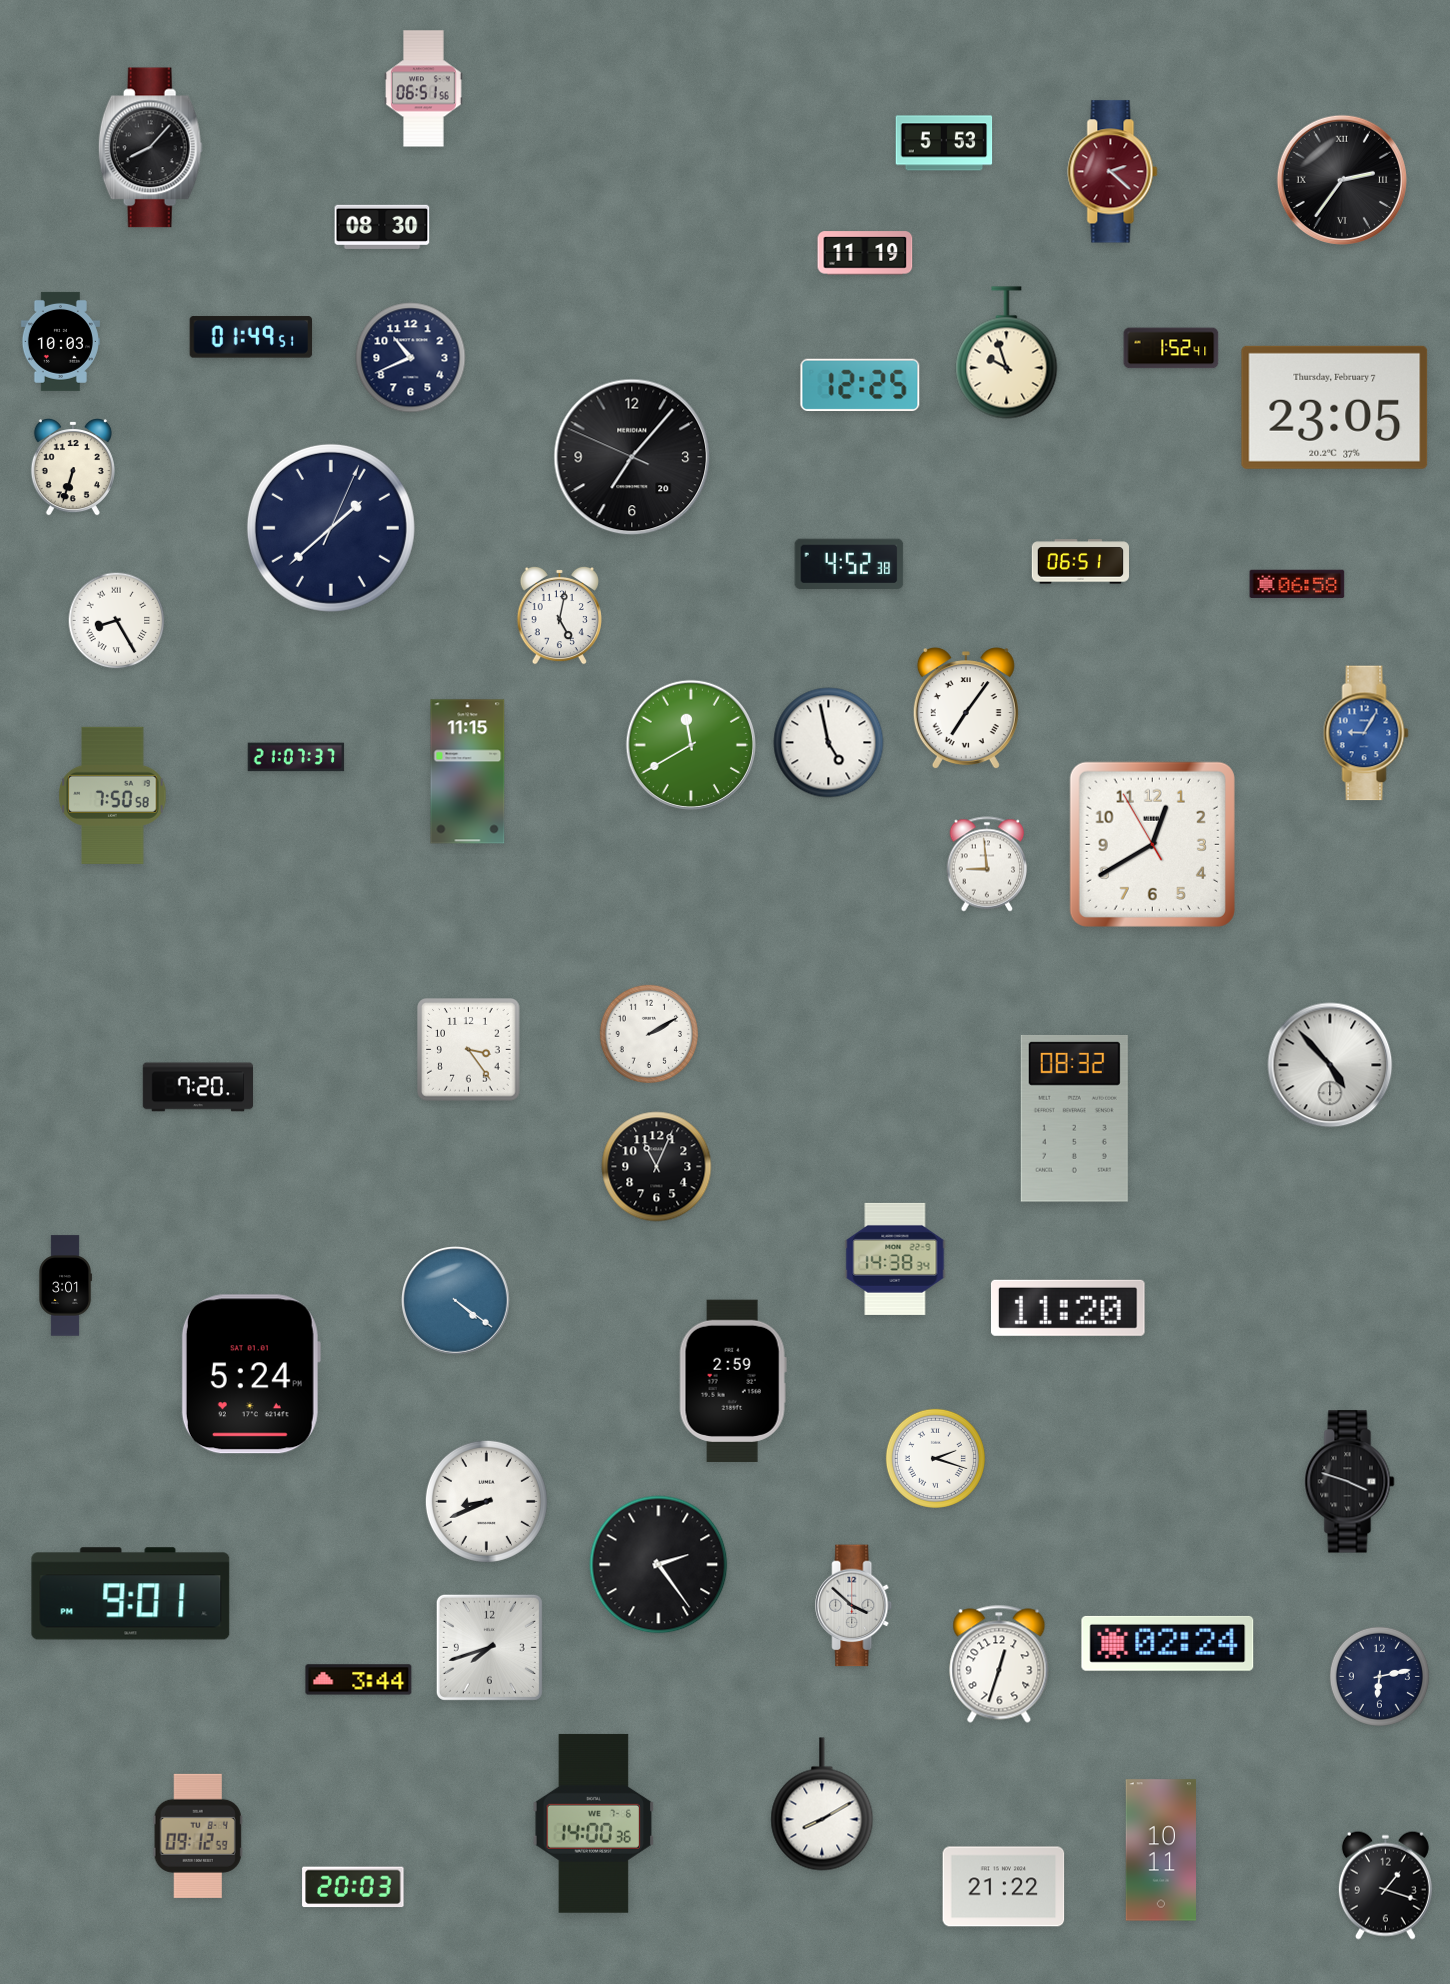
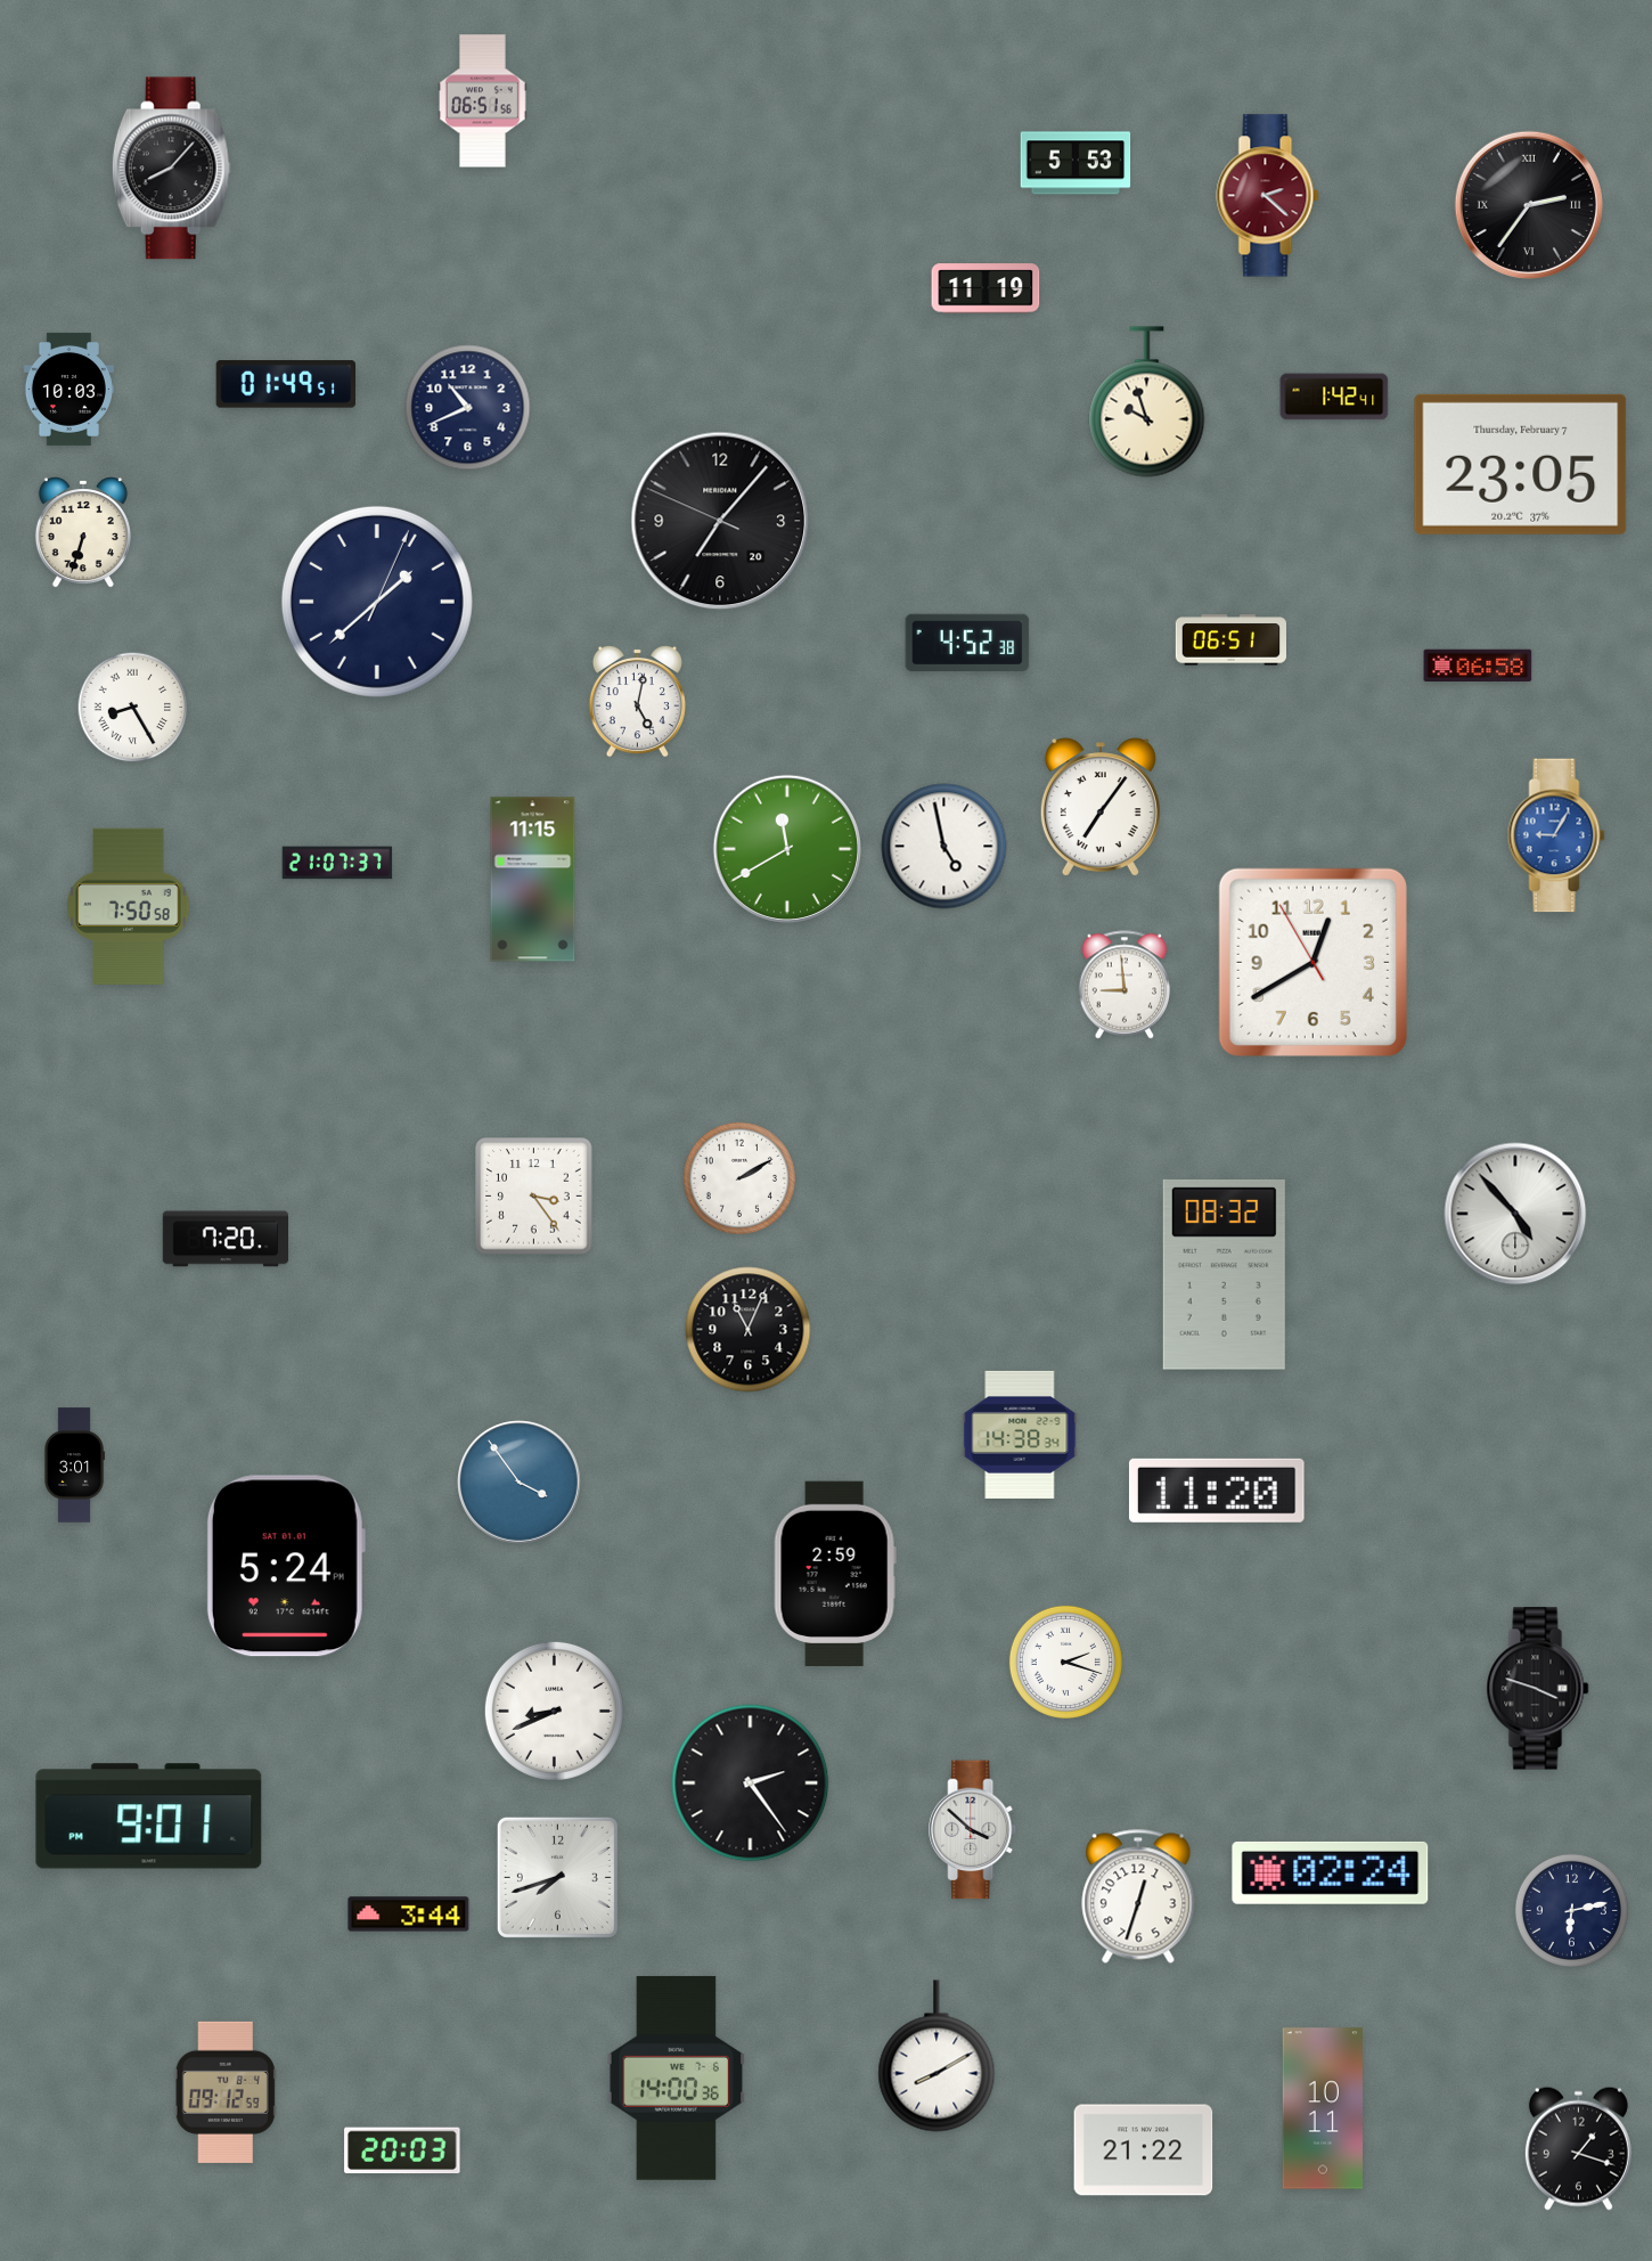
clock at (382, 227): 08:30 -> none
clock at (1171, 348): 1:52 -> 1:42
clock at (860, 384): 12:25 -> none
clock at (456, 1301): 4:21 -> 3:54
